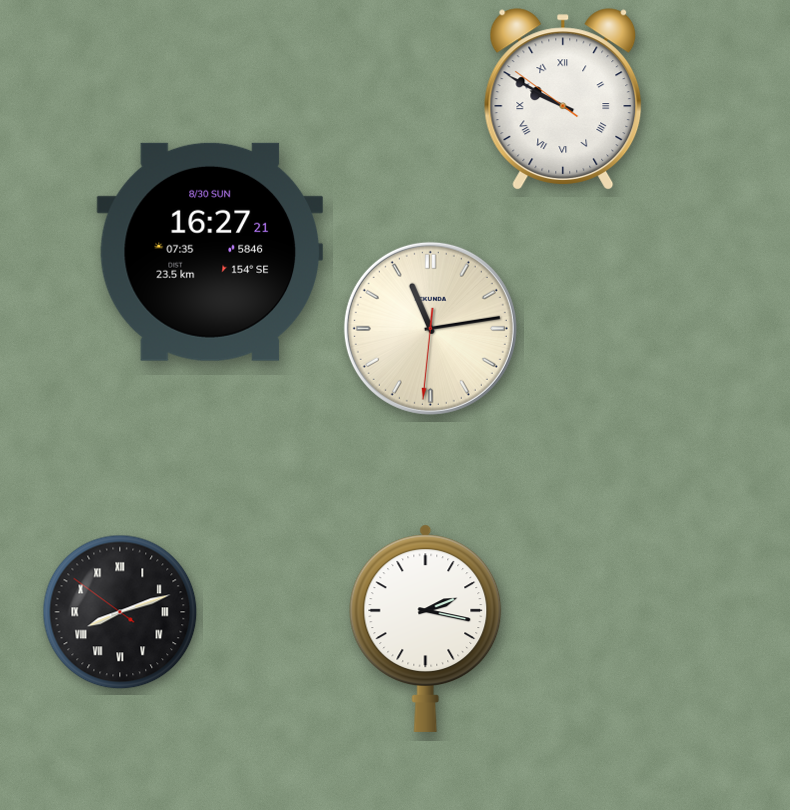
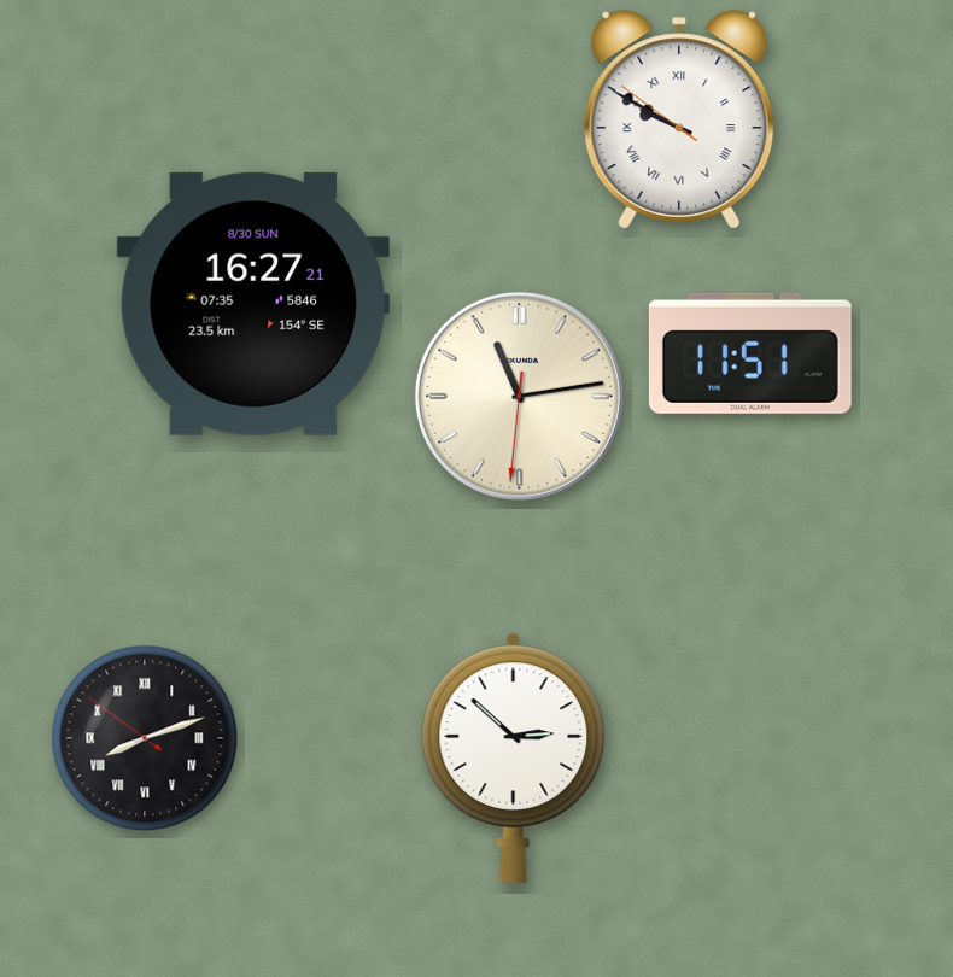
clock at (750, 353): none -> 11:51
clock at (426, 628): 2:17 -> 2:52
